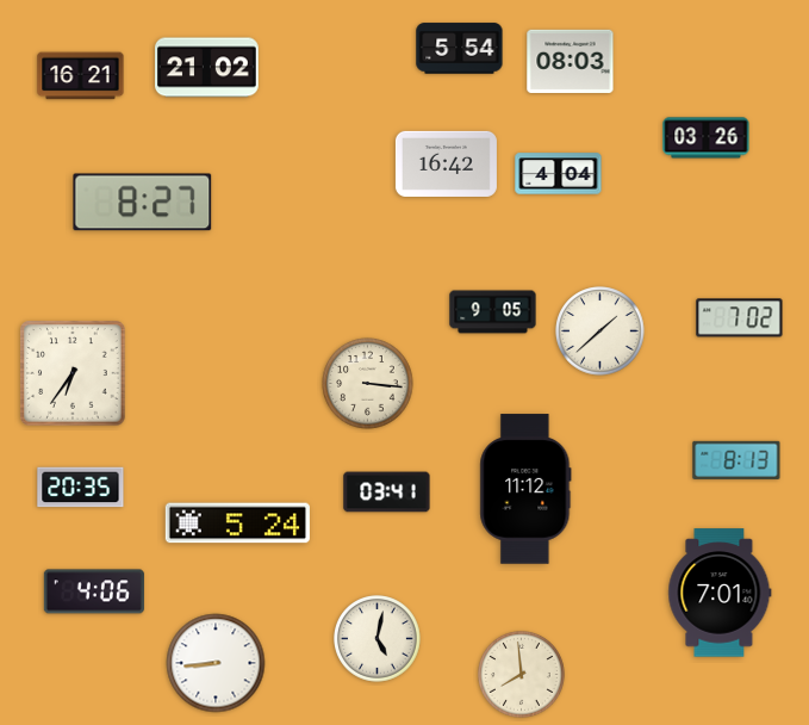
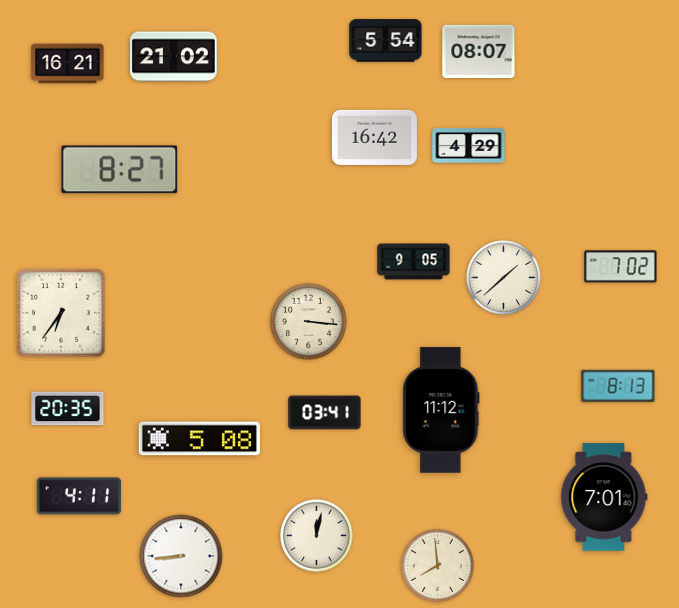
clock at (571, 61): 08:03 -> 08:07
clock at (707, 138): 03:26 -> none
clock at (559, 174): 4:04 -> 4:29
clock at (237, 523): 5:24 -> 5:08
clock at (94, 591): 4:06 -> 4:11
clock at (378, 639): 5:02 -> 12:02
